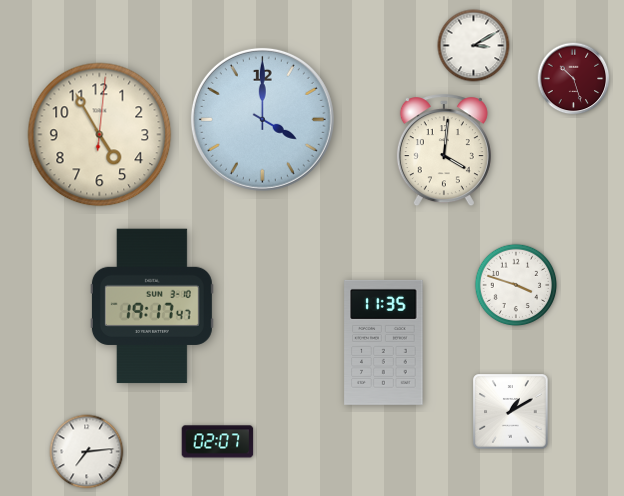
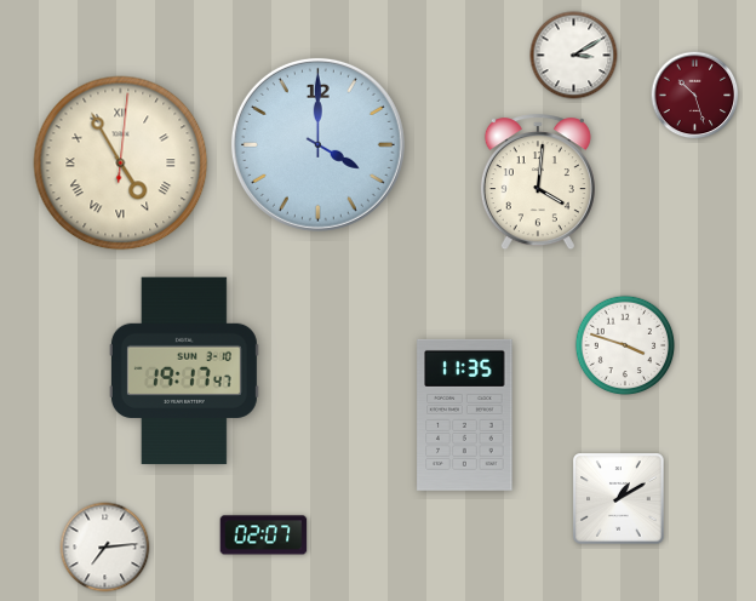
clock at (100, 135) numerals: Arabic -> Roman
